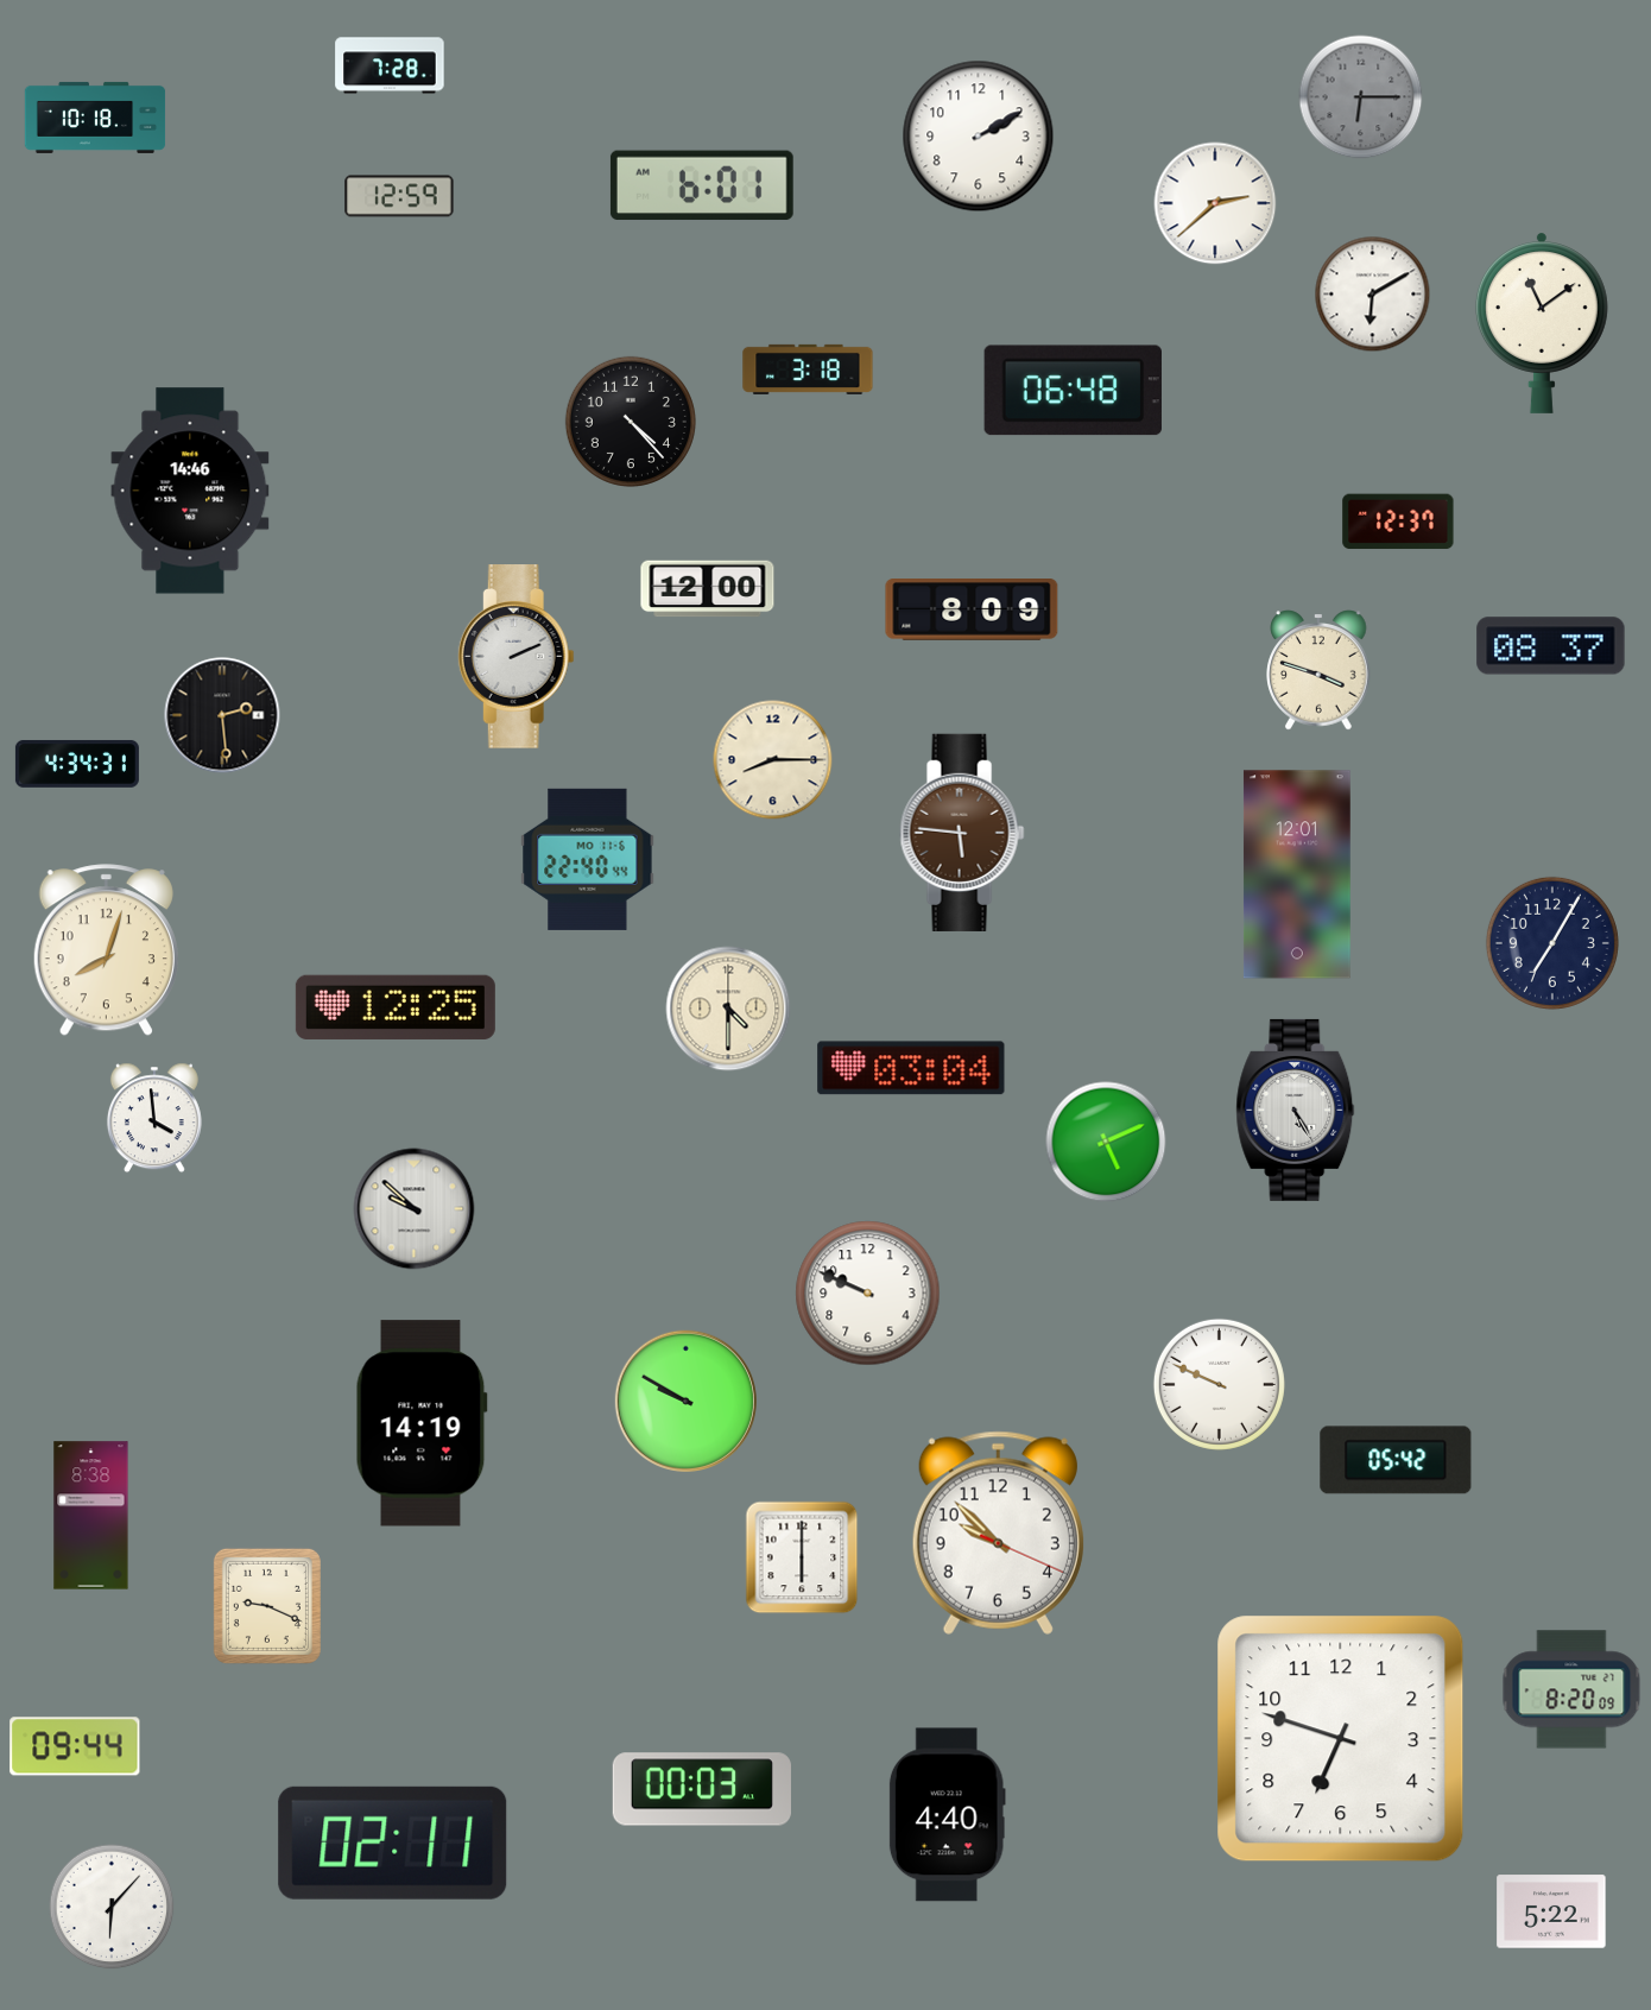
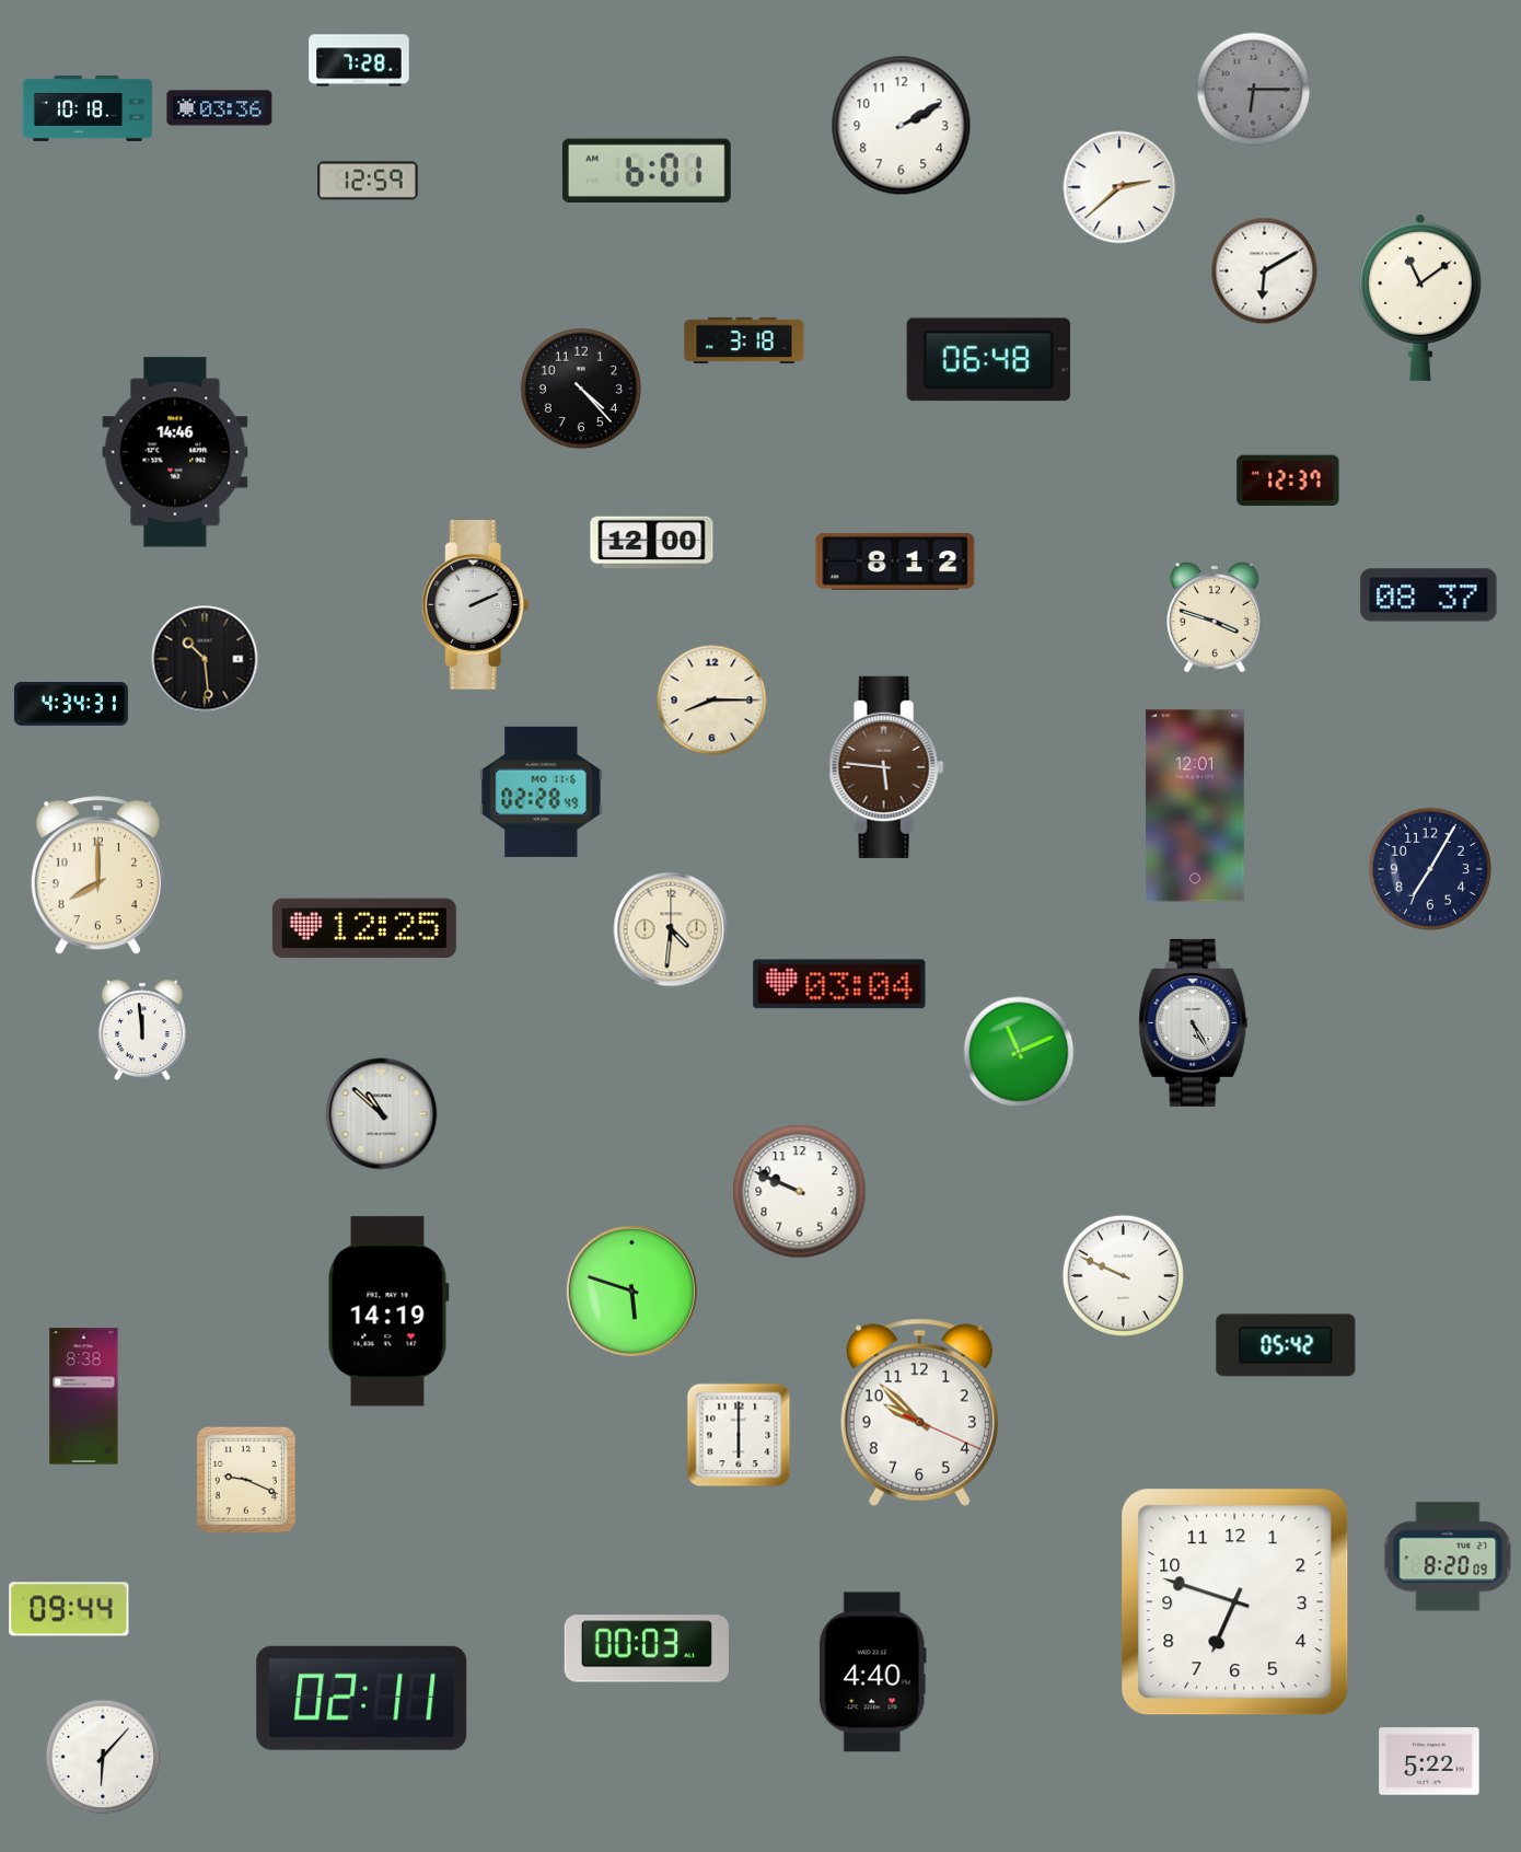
clock at (220, 108): none -> 03:36
clock at (972, 611): 8:09 -> 8:12
clock at (222, 715): 2:29 -> 10:29
clock at (588, 859): 22:40 -> 02:28
clock at (106, 950): 8:03 -> 8:00
clock at (728, 1009): 4:30 -> 4:31
clock at (154, 1118): 3:59 -> 11:59
clock at (1106, 1142): 5:11 -> 11:11
clock at (415, 1209): 9:52 -> 10:52
clock at (685, 1401): 9:50 -> 5:48
